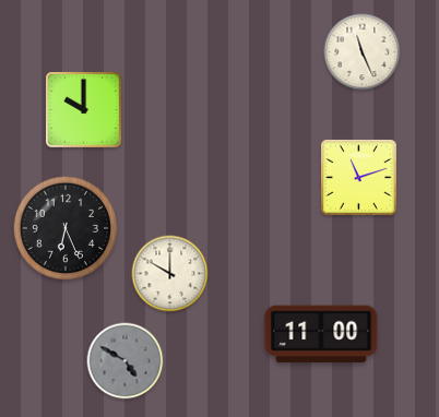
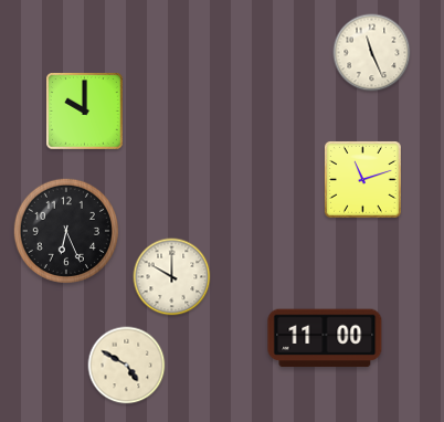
clock at (363, 52) position: (363, 52) -> (372, 53)
clock at (126, 361) dial: grey -> cream
